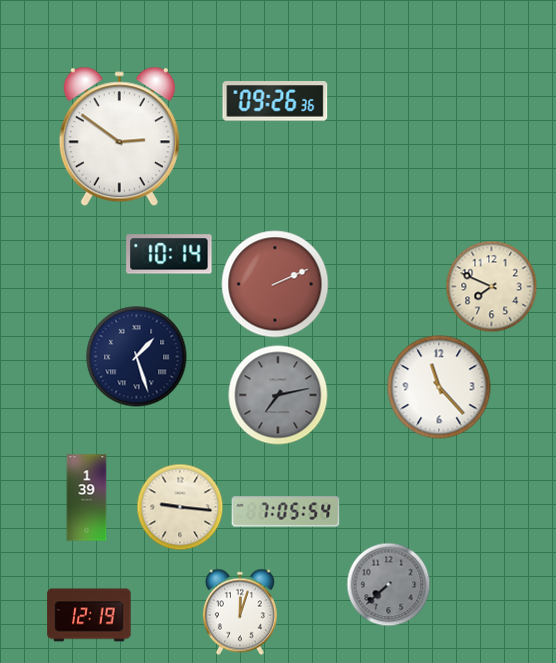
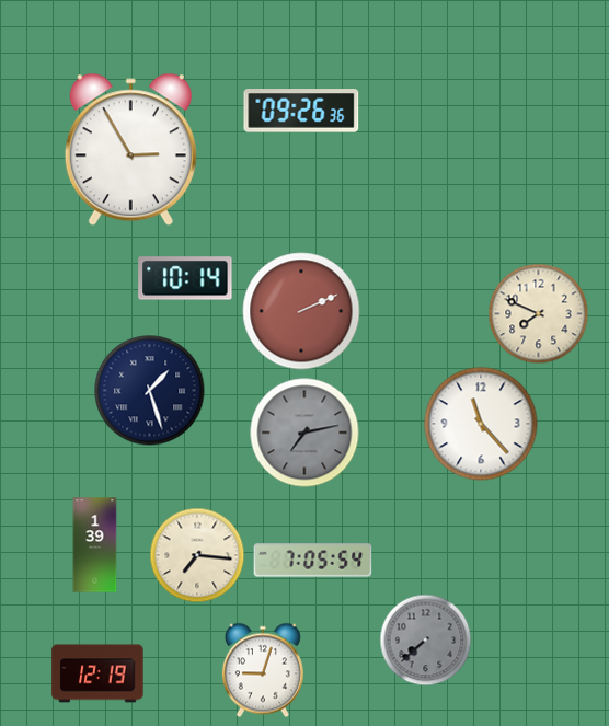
clock at (119, 137): 2:51 -> 2:55
clock at (180, 507): 9:16 -> 7:16
clock at (240, 612): 12:03 -> 9:03
